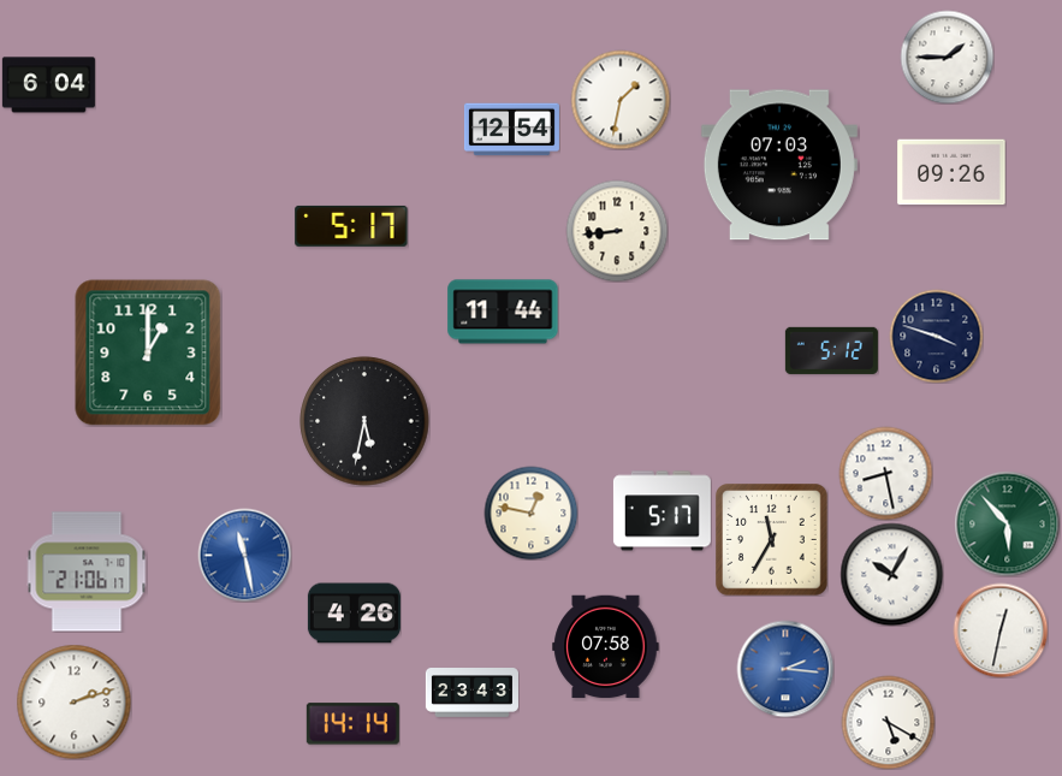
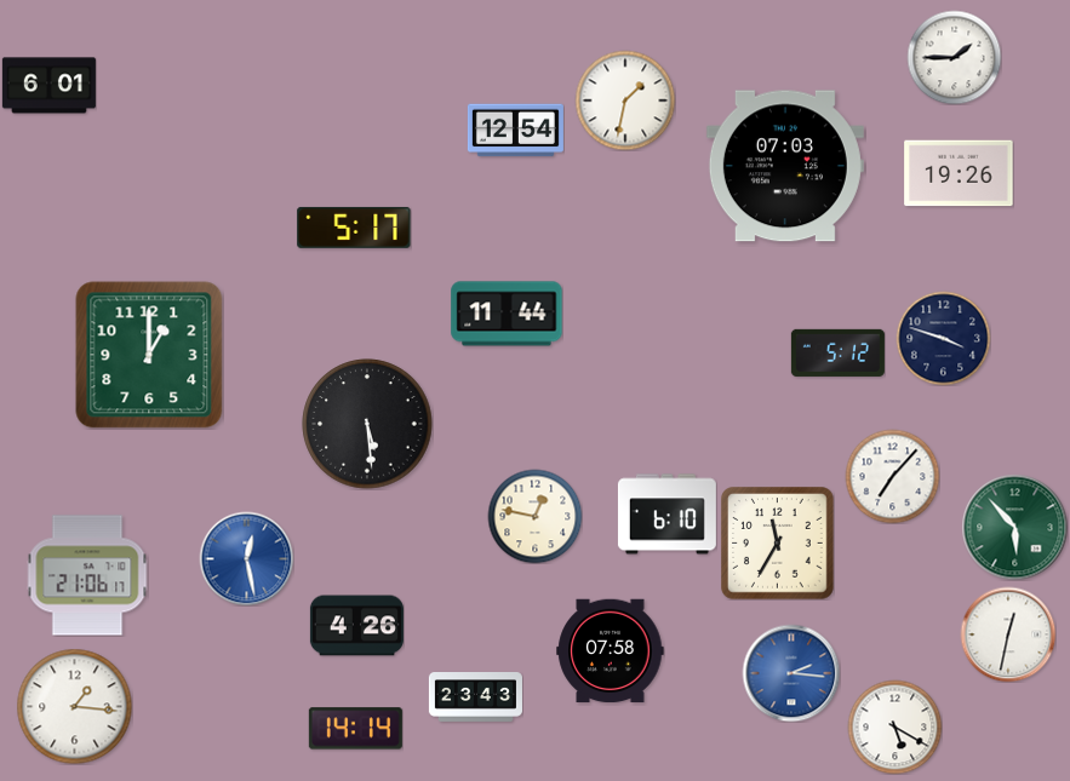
clock at (48, 85): 6:04 -> 6:01
clock at (951, 172): 09:26 -> 19:26
clock at (617, 231): 8:44 -> none
clock at (364, 421): 5:32 -> 5:29
clock at (885, 473): 8:28 -> 7:07
clock at (661, 511): 5:17 -> 6:10
clock at (244, 555): 11:28 -> 12:28
clock at (891, 574): 10:05 -> none
clock at (354, 614) position: (354, 614) -> (356, 626)
clock at (73, 701): 2:12 -> 1:16
